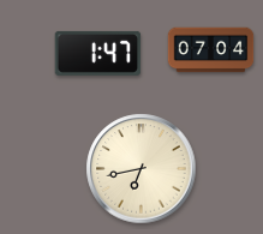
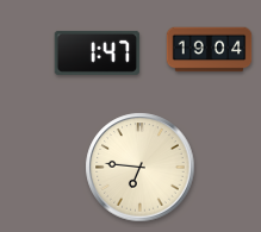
clock at (211, 50): 07:04 -> 19:04
clock at (142, 169): 6:43 -> 6:46
